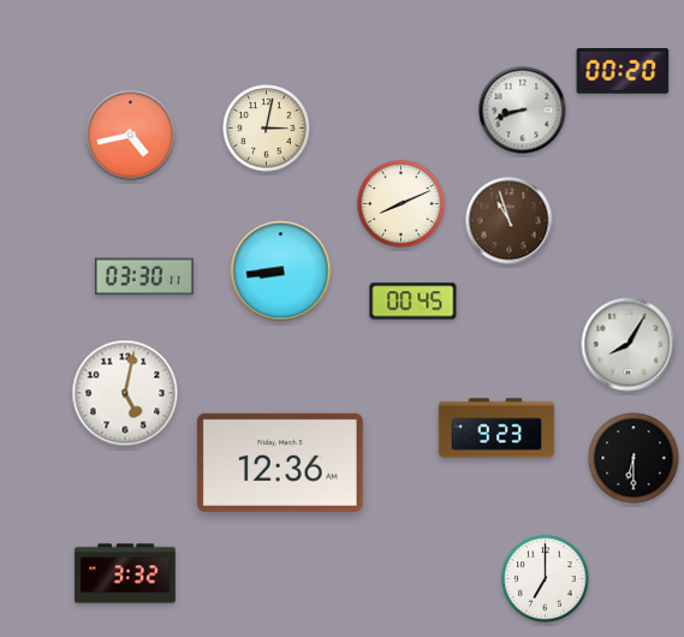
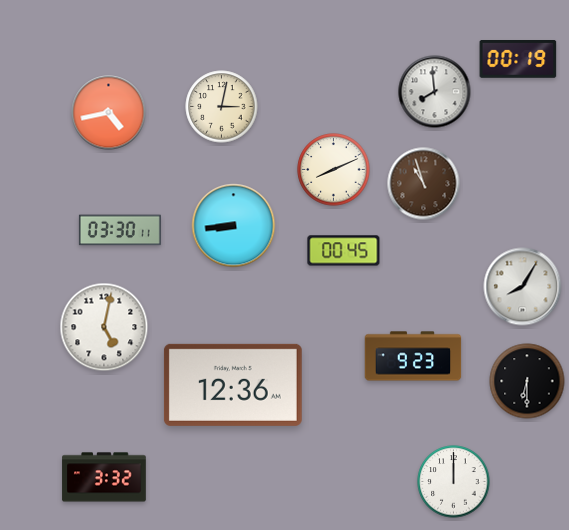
clock at (623, 72): 00:20 -> 00:19
clock at (523, 111): 8:42 -> 7:59
clock at (546, 579): 7:00 -> 12:00
